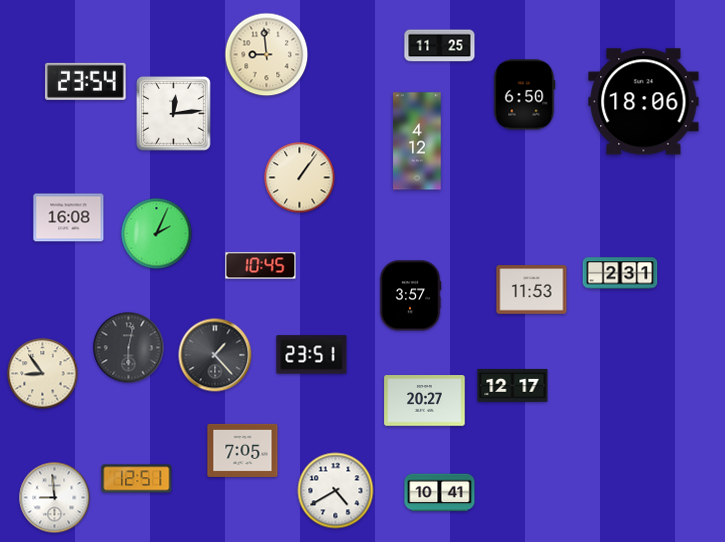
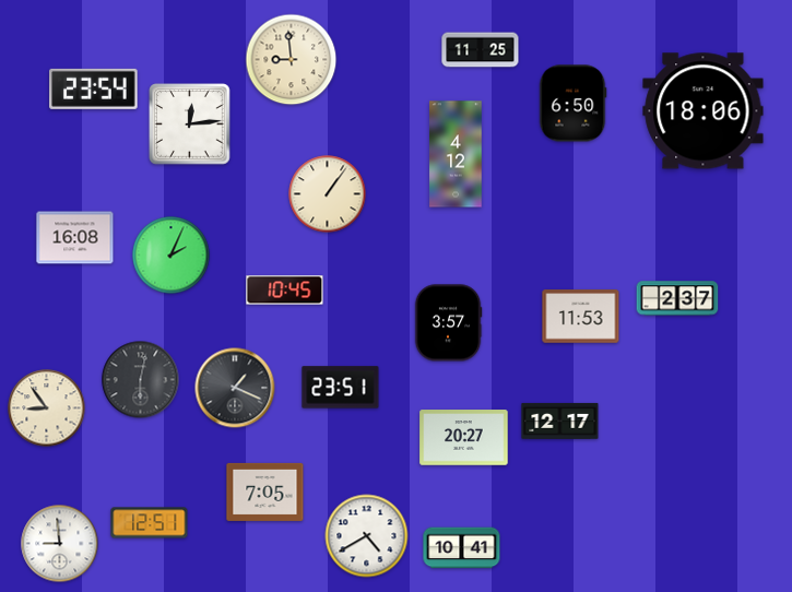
clock at (620, 273): 2:31 -> 2:37
clock at (215, 355): 1:23 -> 1:19
clock at (440, 493) position: (440, 493) -> (462, 548)
